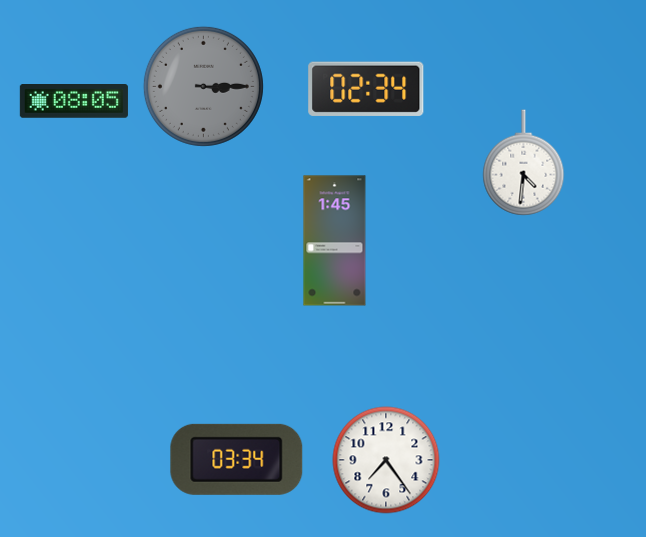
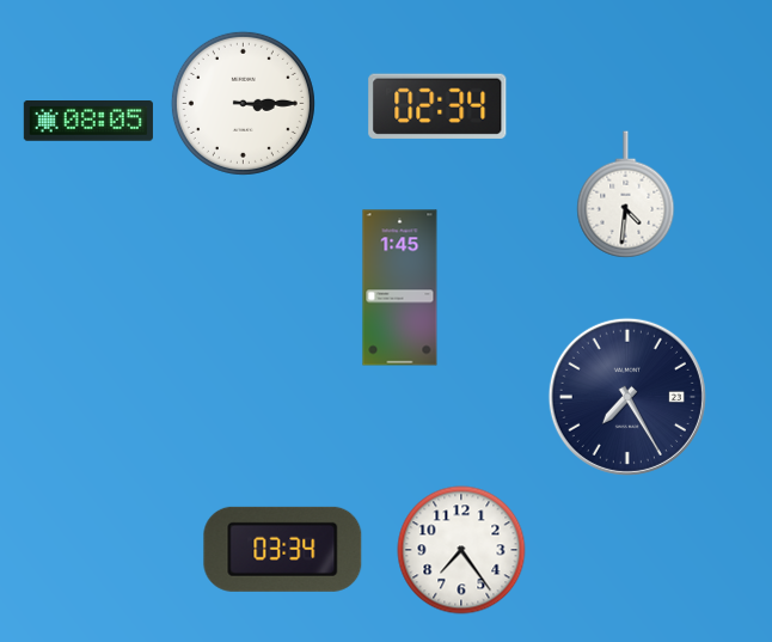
clock at (203, 86) dial: grey -> white
clock at (627, 397): none -> 7:25
